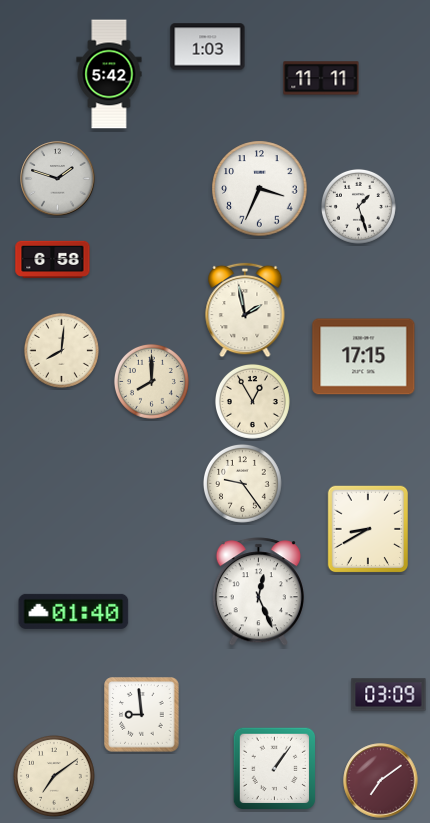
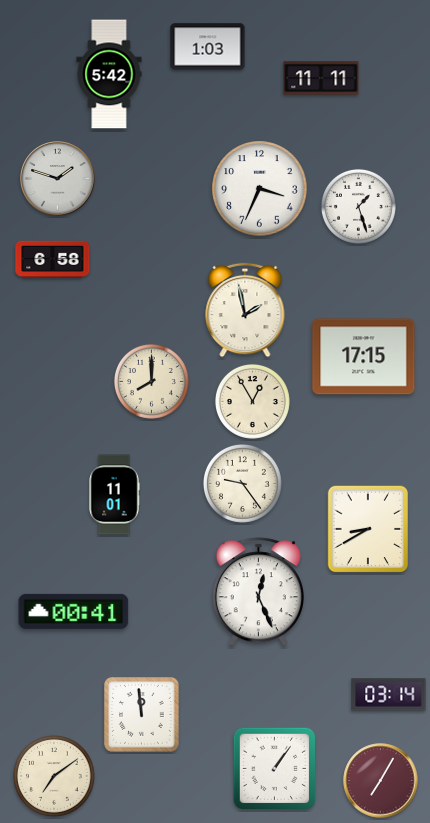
clock at (61, 350): 8:01 -> none
clock at (114, 495): none -> 11:01
clock at (74, 611): 01:40 -> 00:41
clock at (389, 695): 03:09 -> 03:14
clock at (142, 715): 8:59 -> 11:59
clock at (381, 781): 7:09 -> 7:05
